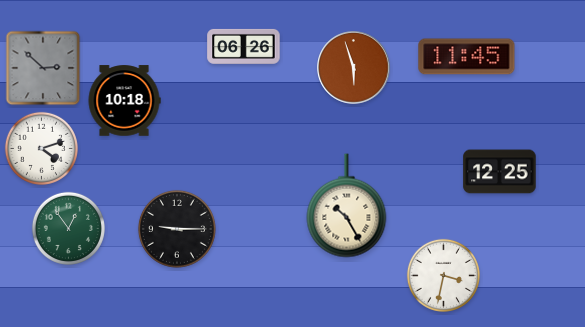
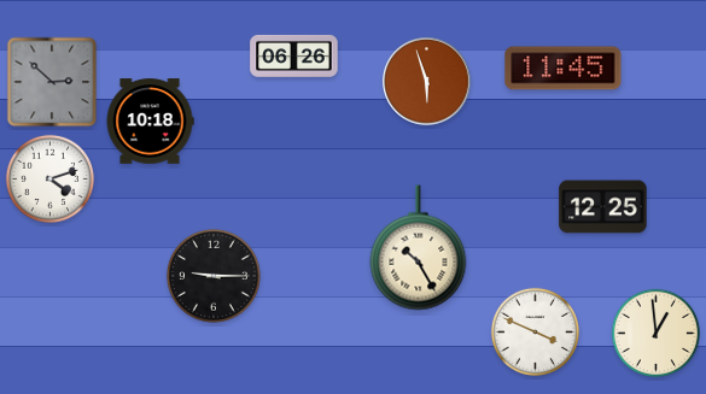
clock at (68, 228): 12:54 -> none
clock at (443, 275): 3:32 -> 3:49
clock at (655, 333): none -> 12:59
